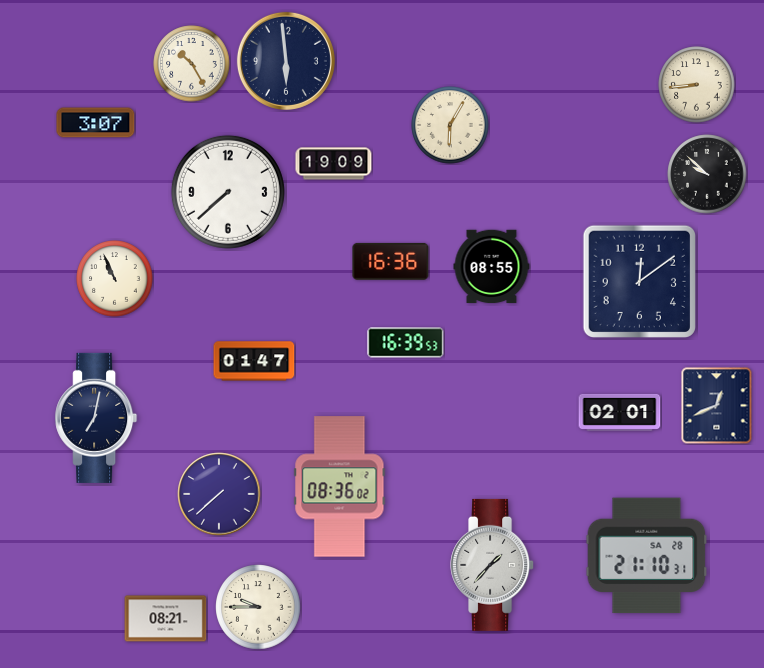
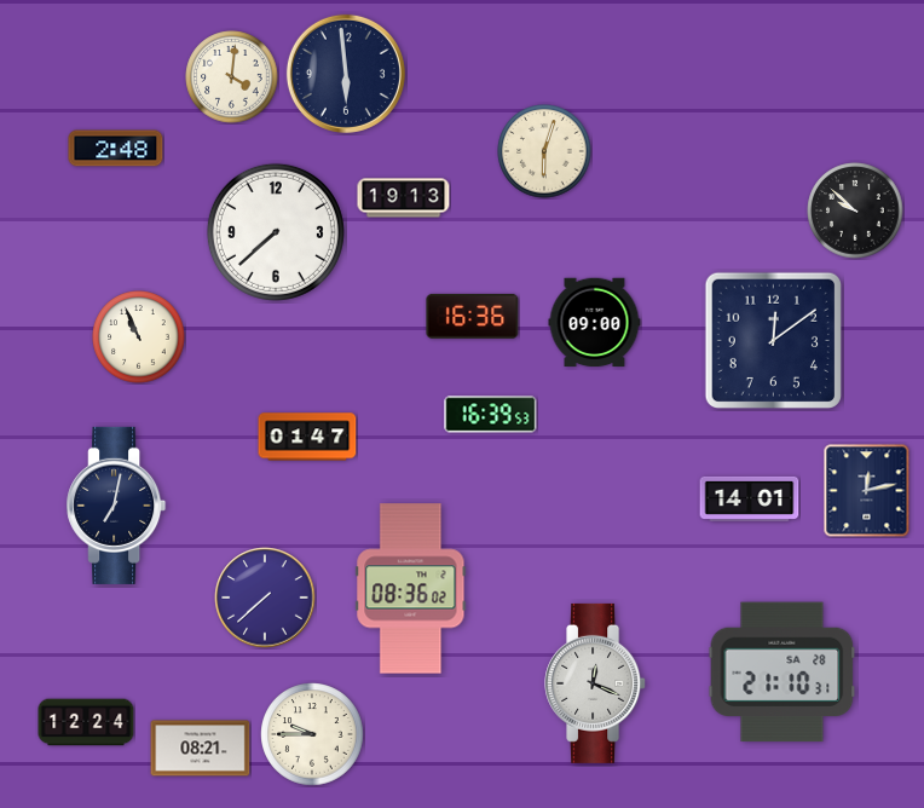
clock at (192, 64): 10:25 -> 4:01
clock at (697, 85): 8:44 -> none
clock at (96, 123): 3:07 -> 2:48
clock at (450, 125): 6:05 -> 6:03
clock at (334, 164): 19:09 -> 19:13
clock at (492, 267): 08:55 -> 09:00
clock at (717, 406): 12:41 -> 12:13
clock at (620, 412): 02:01 -> 14:01
clock at (493, 565): 1:37 -> 12:19
clock at (86, 722): none -> 12:24
